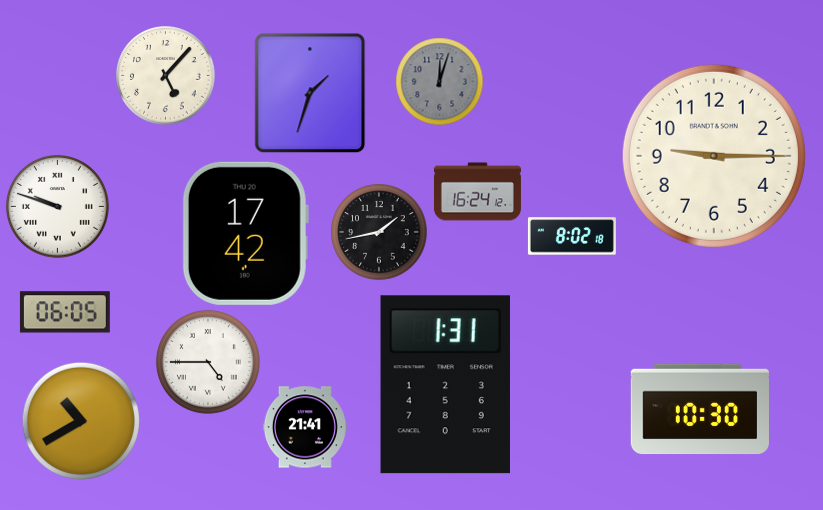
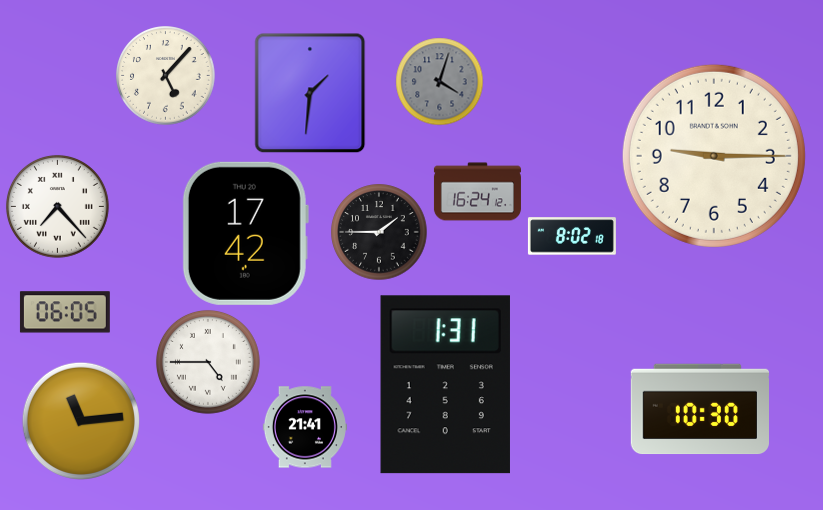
clock at (439, 81): 12:03 -> 4:03
clock at (310, 93): 1:33 -> 1:31
clock at (57, 206): 9:48 -> 7:23
clock at (379, 232): 1:43 -> 1:45
clock at (80, 420): 10:40 -> 11:14
